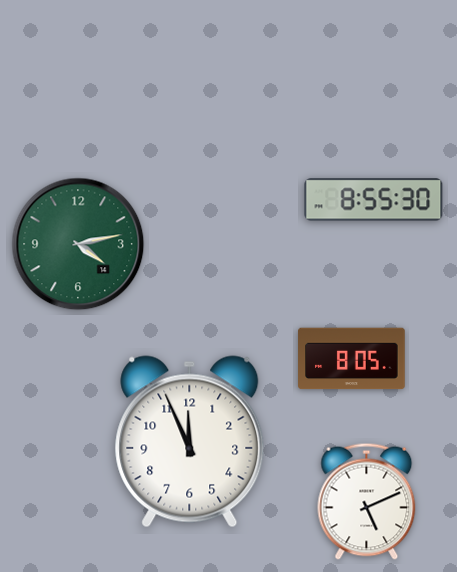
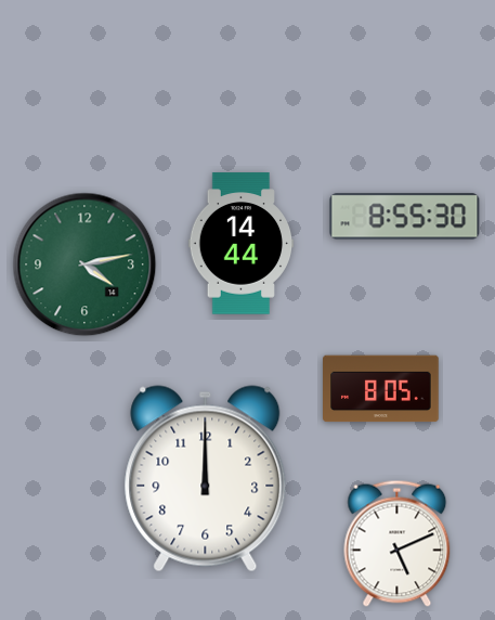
clock at (242, 244): none -> 14:44
clock at (190, 442): 11:56 -> 12:00
